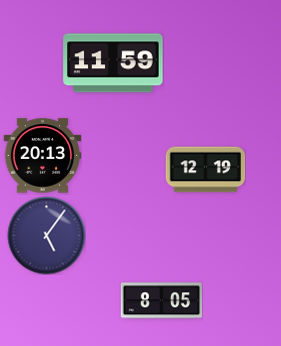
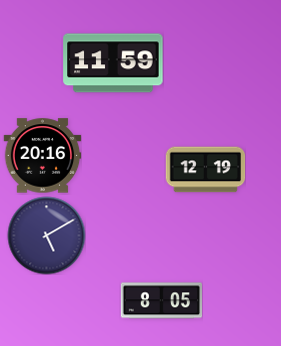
clock at (42, 156): 20:13 -> 20:16
clock at (46, 235): 5:06 -> 5:10
